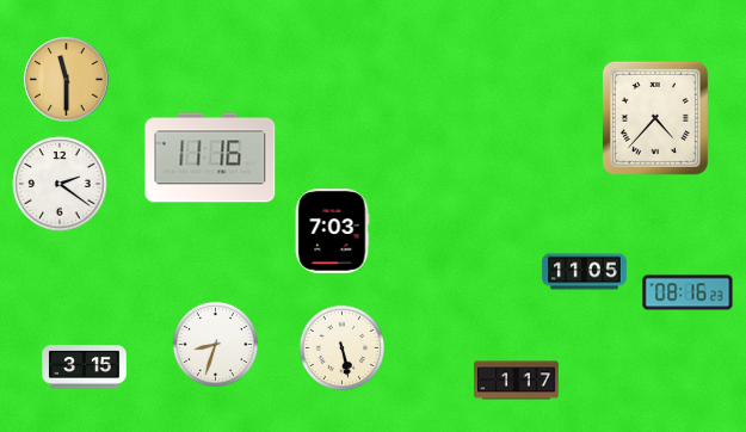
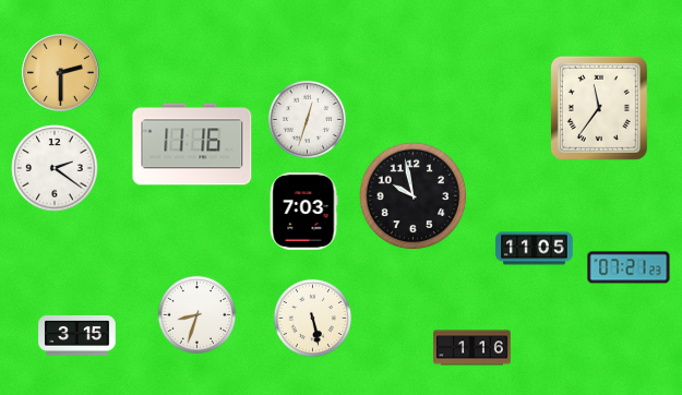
clock at (67, 80): 11:30 -> 2:30
clock at (655, 118): 4:37 -> 11:36
clock at (307, 119): none -> 12:33
clock at (414, 196): none -> 9:58
clock at (688, 292): 08:16 -> 07:21
clock at (517, 381): 1:17 -> 1:16
